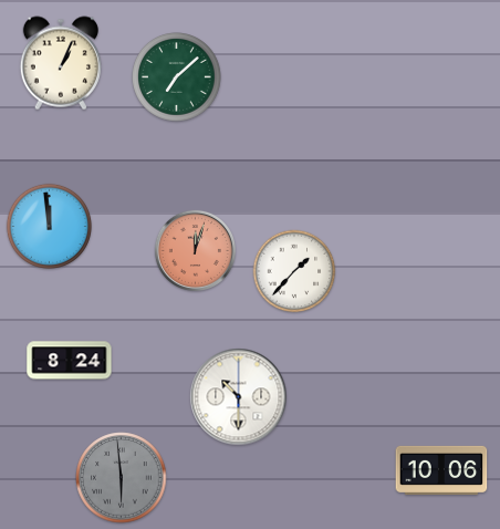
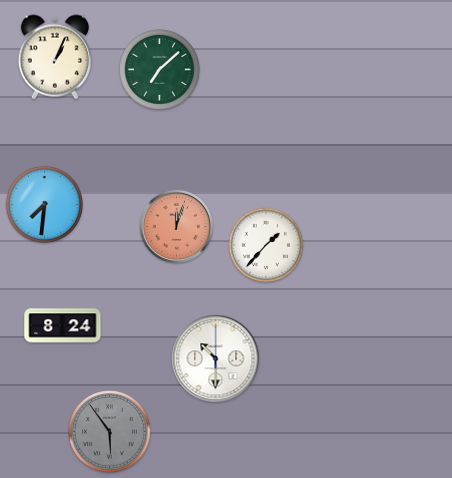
clock at (49, 226): 11:59 -> 7:31
clock at (441, 470): 10:06 -> none
clock at (122, 478): 5:59 -> 5:54
